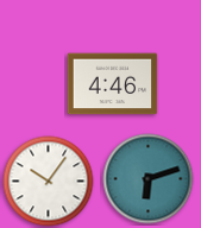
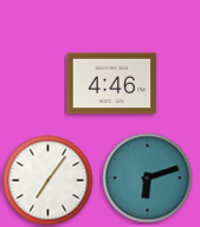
clock at (49, 182): 10:06 -> 7:06
